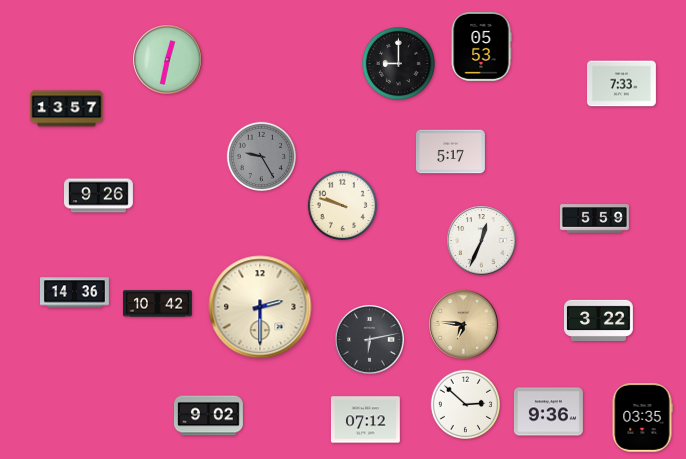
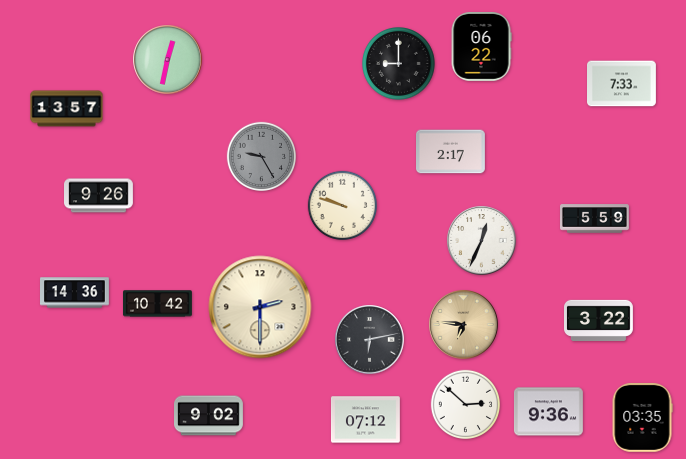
clock at (481, 46): 05:53 -> 06:22
clock at (451, 152): 5:17 -> 2:17
